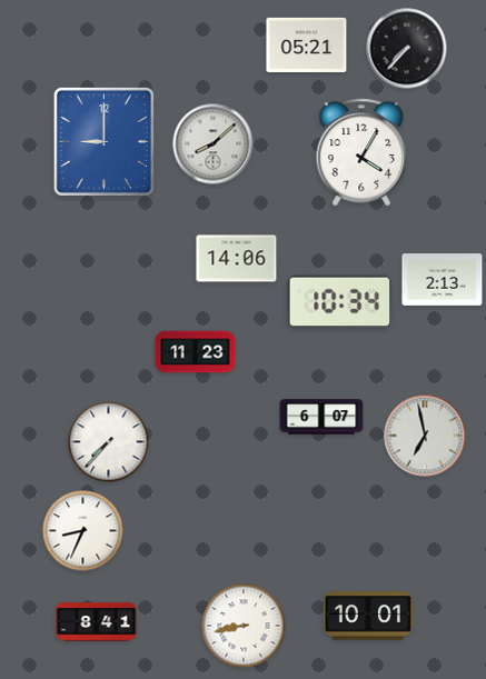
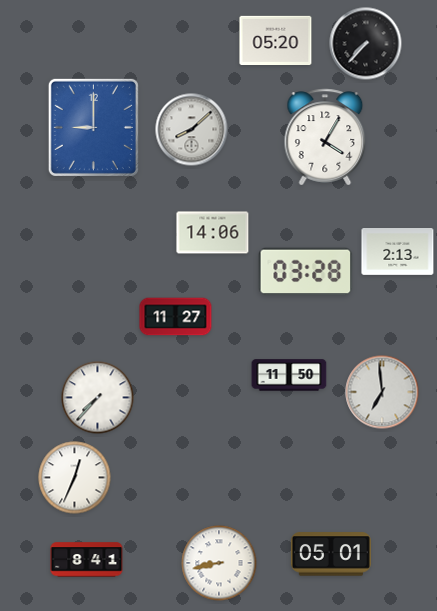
clock at (307, 44): 05:21 -> 05:20
clock at (340, 302): 10:34 -> 03:28
clock at (196, 352): 11:23 -> 11:27
clock at (321, 417): 6:07 -> 11:50
clock at (425, 436): 6:58 -> 6:59
clock at (83, 531): 8:34 -> 12:34
clock at (368, 616): 10:01 -> 05:01
